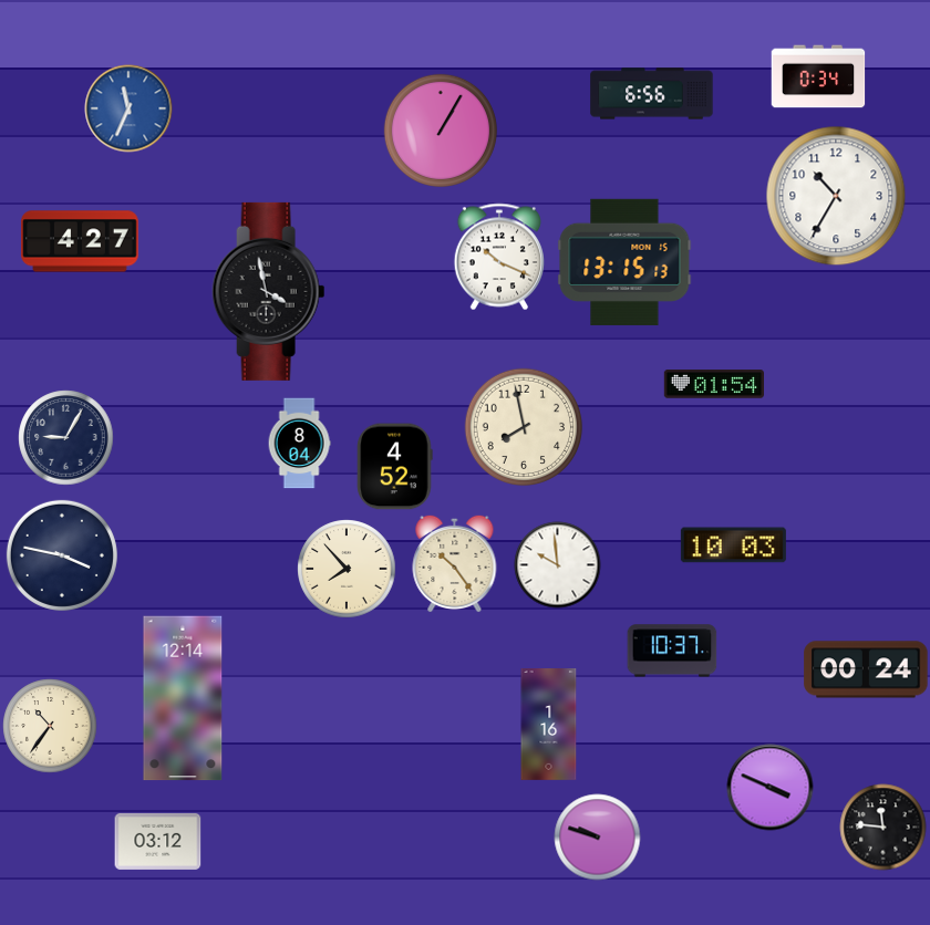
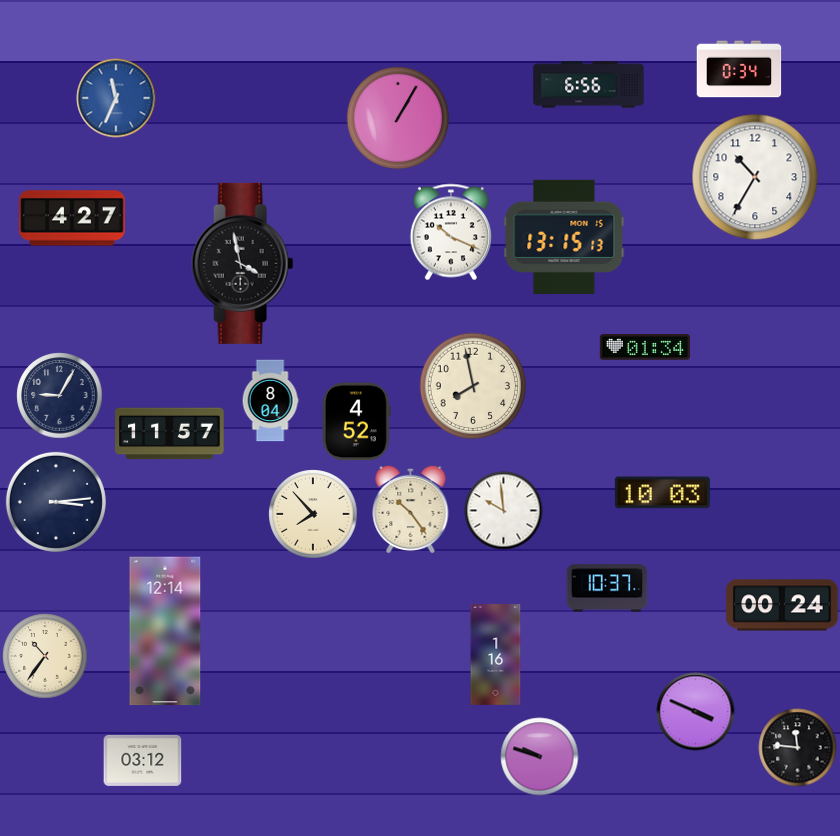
clock at (713, 384): 01:54 -> 01:34
clock at (170, 434): none -> 11:57
clock at (62, 555): 3:47 -> 3:14
